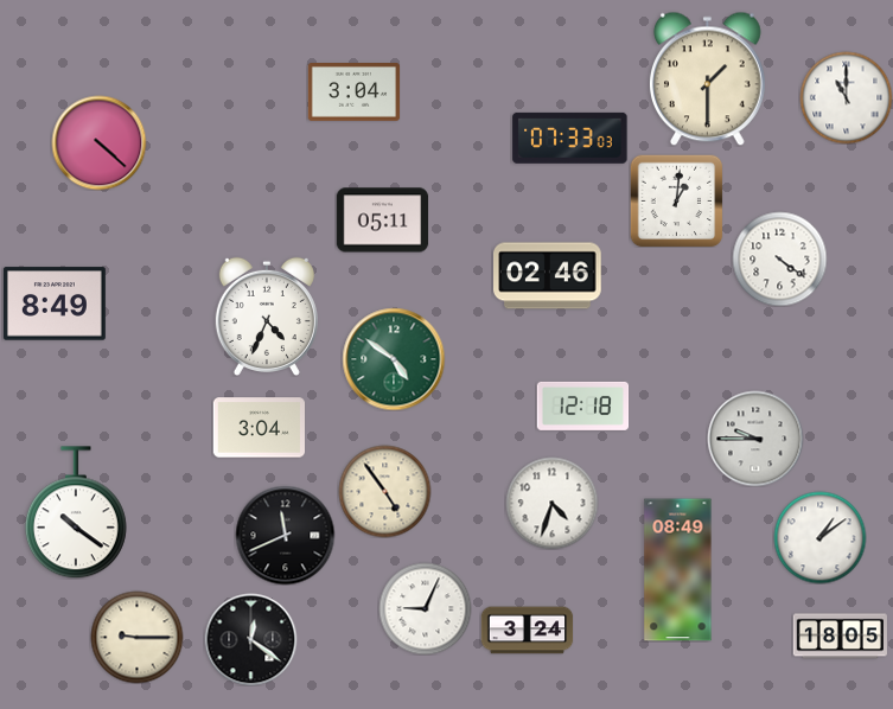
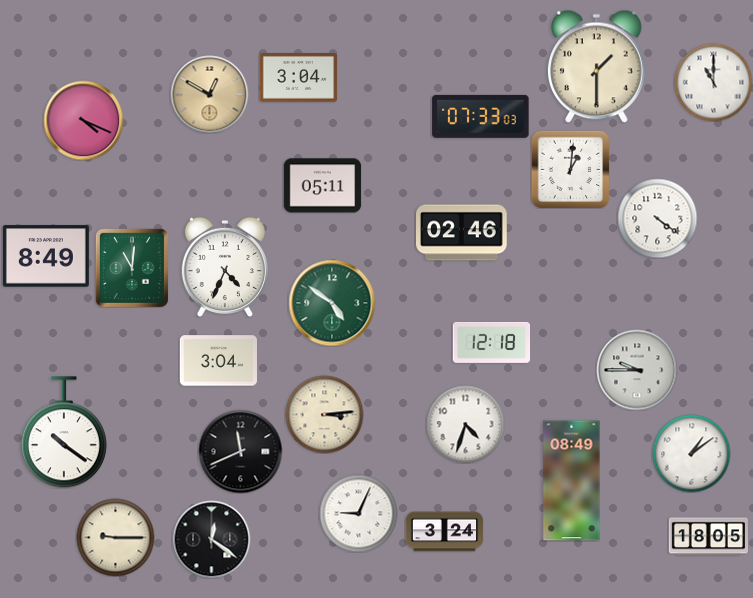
clock at (209, 94): none -> 12:50
clock at (98, 142): 4:22 -> 4:19
clock at (132, 268): none -> 11:01
clock at (384, 491): 4:54 -> 3:14
